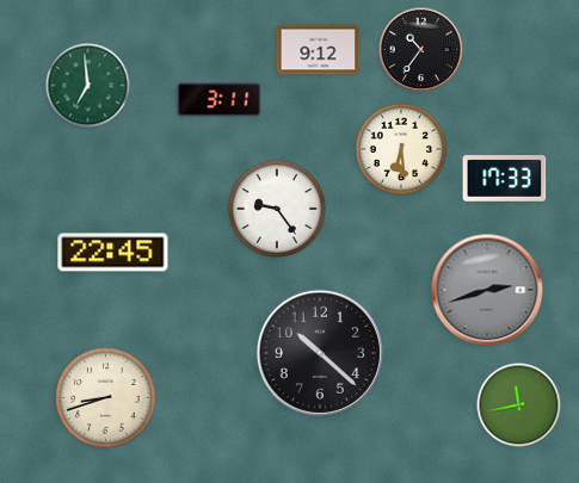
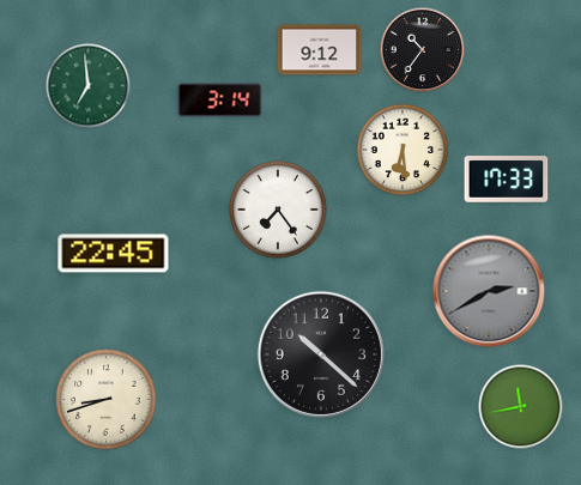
clock at (220, 100): 3:11 -> 3:14
clock at (277, 209): 9:24 -> 7:24
clock at (487, 290): 2:42 -> 2:40
